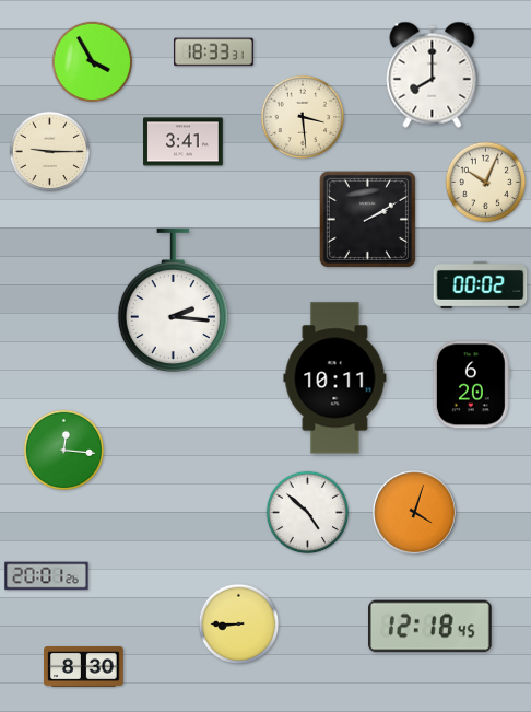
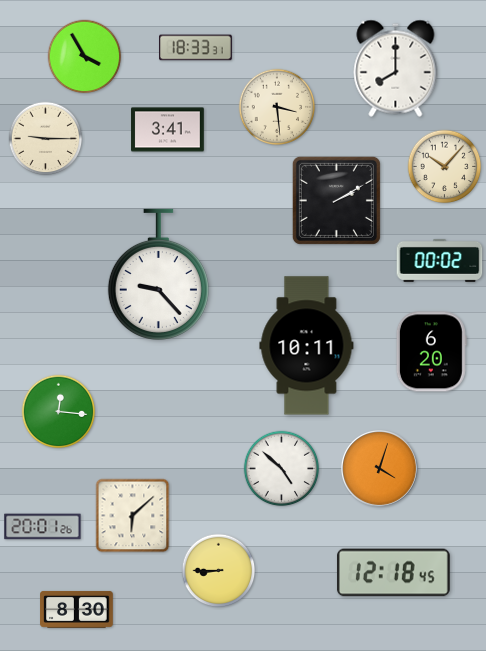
clock at (486, 183): 10:04 -> 10:07
clock at (173, 300): 2:16 -> 9:23
clock at (133, 516): none -> 6:08
